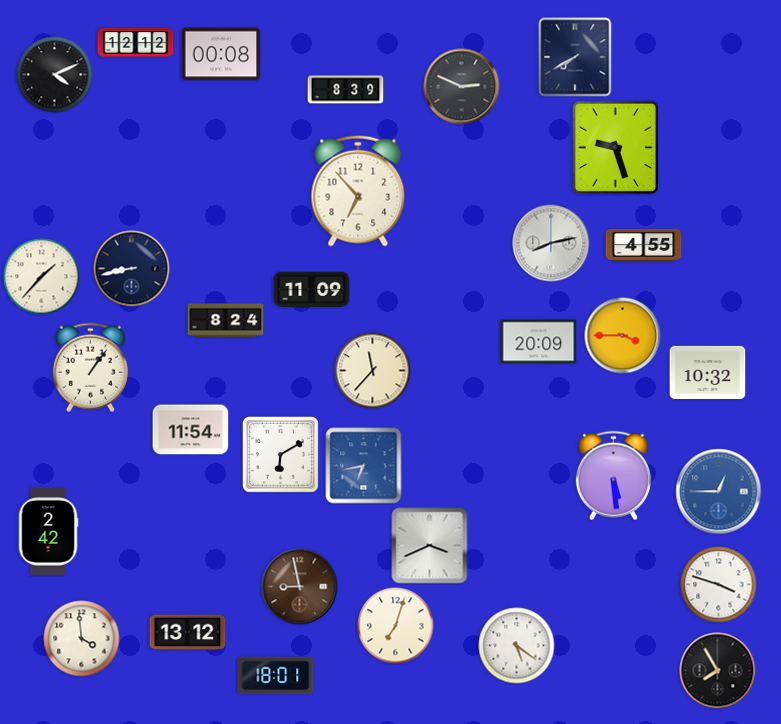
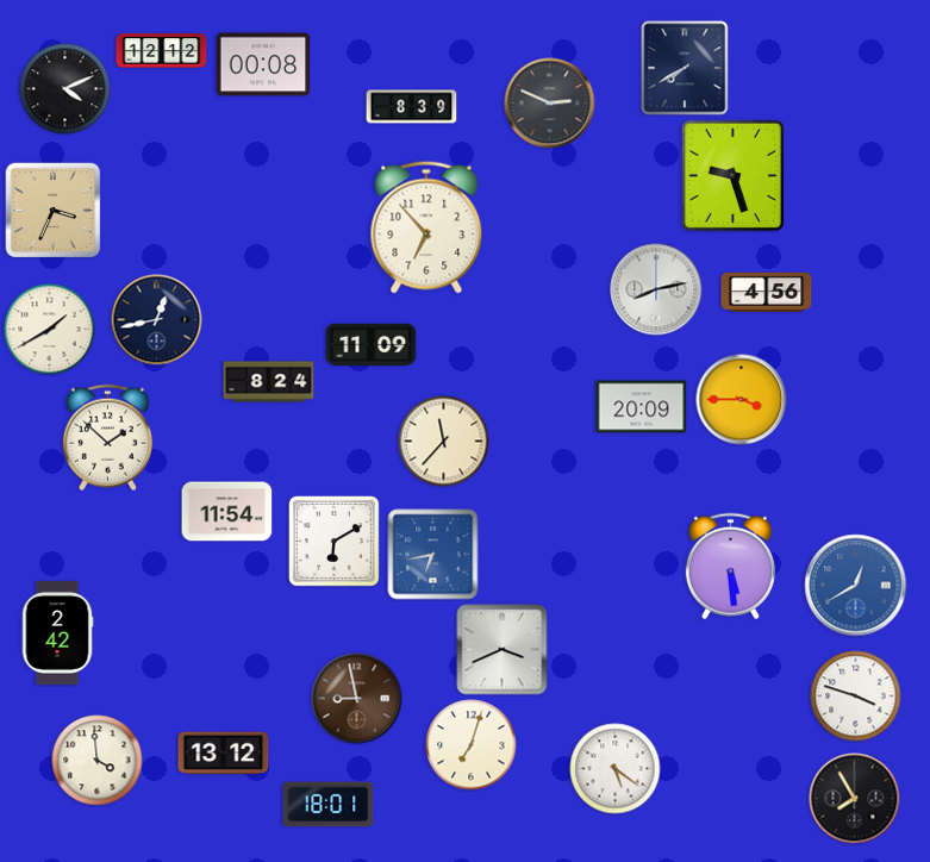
clock at (54, 211): none -> 3:34
clock at (644, 245): 4:55 -> 4:56
clock at (132, 269): 8:43 -> 12:43
clock at (42, 277): 1:37 -> 1:40
clock at (90, 368): 1:06 -> 1:52
clock at (708, 372): 10:32 -> none
clock at (719, 492): 12:45 -> 12:40
clock at (430, 546) position: (430, 546) -> (503, 650)
